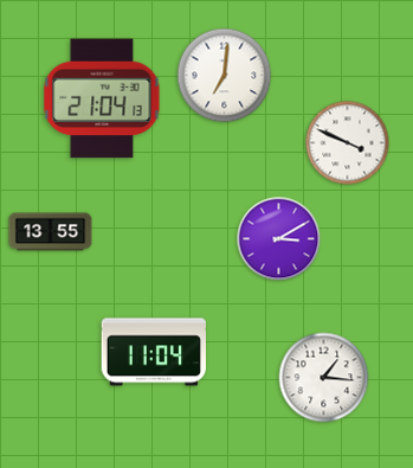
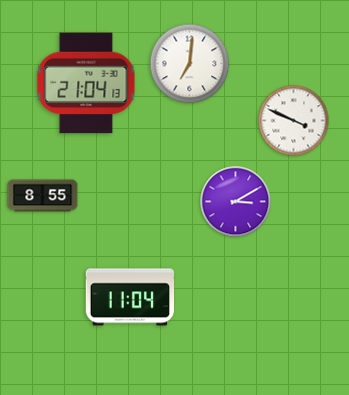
clock at (51, 232): 13:55 -> 8:55
clock at (324, 378): 1:16 -> none
